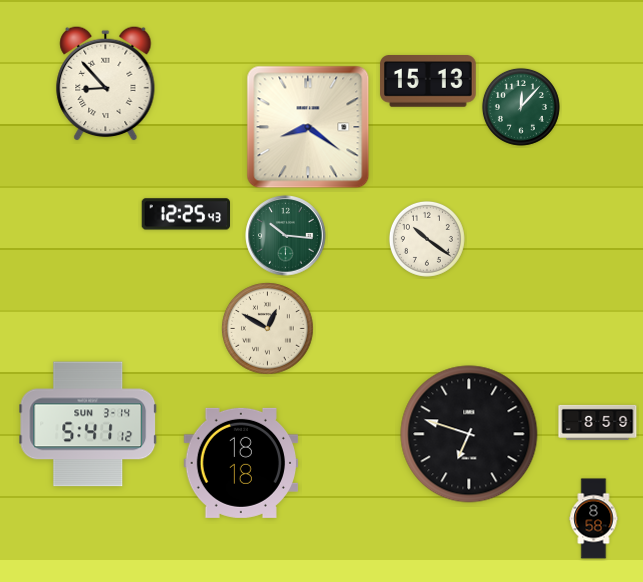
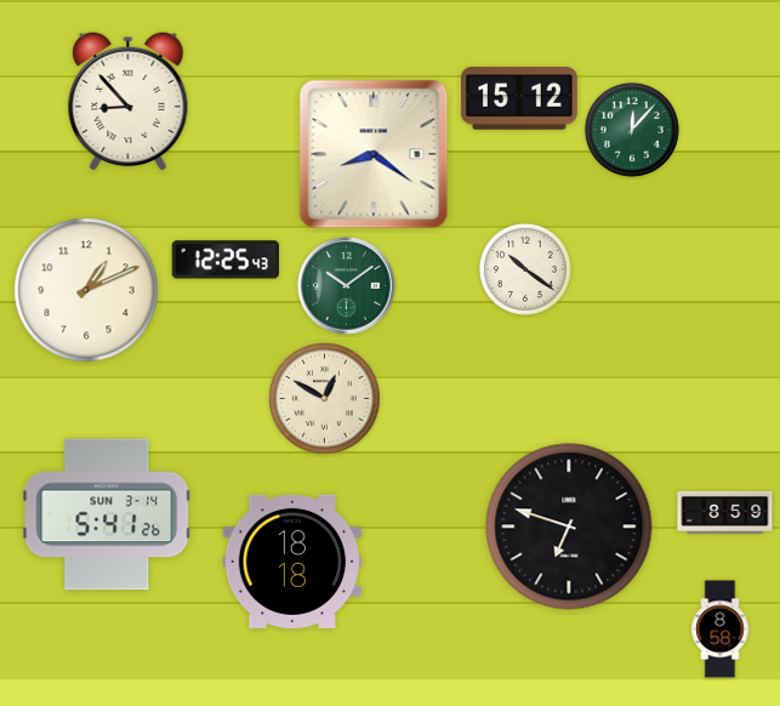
clock at (428, 81): 15:13 -> 15:12
clock at (286, 236): 10:16 -> 10:09
clock at (86, 290): none -> 1:11
clock at (427, 239) position: (427, 239) -> (525, 269)
clock at (88, 424): 5:41:12 -> 5:41:26
